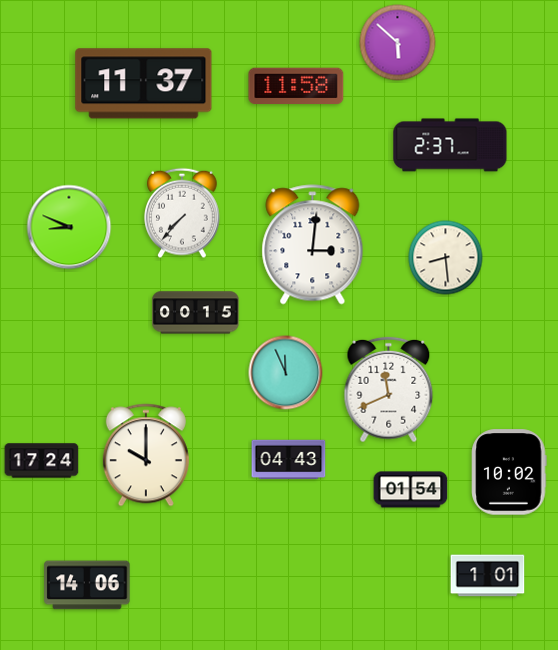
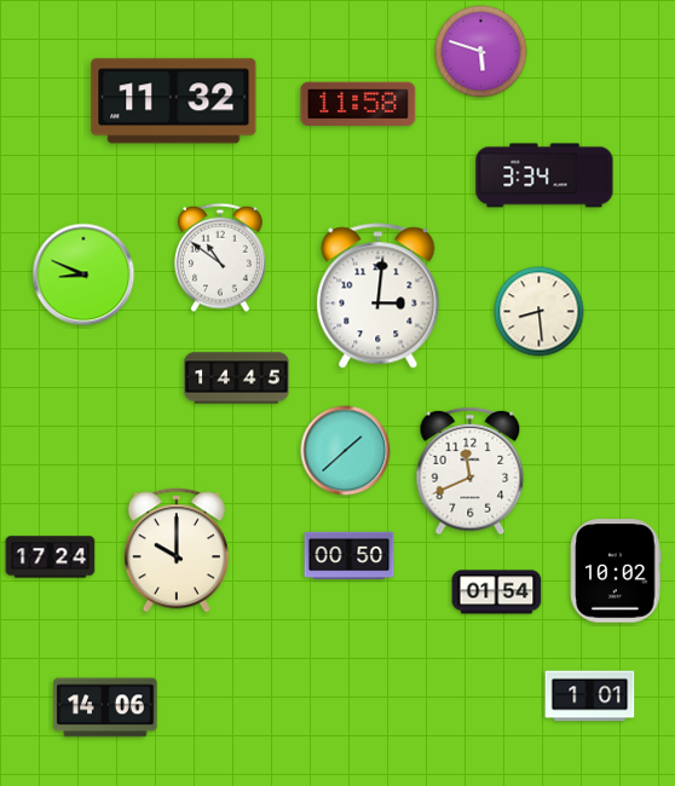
clock at (398, 43): 5:52 -> 5:48
clock at (144, 84): 11:37 -> 11:32
clock at (450, 145): 2:37 -> 3:34
clock at (183, 213): 7:37 -> 10:51
clock at (196, 313): 00:15 -> 14:45
clock at (286, 373): 11:56 -> 1:38
clock at (289, 460): 04:43 -> 00:50
